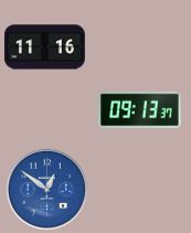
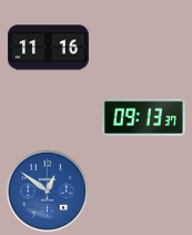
clock at (44, 47) position: (44, 47) -> (48, 48)
clock at (140, 109) position: (140, 109) -> (144, 117)
